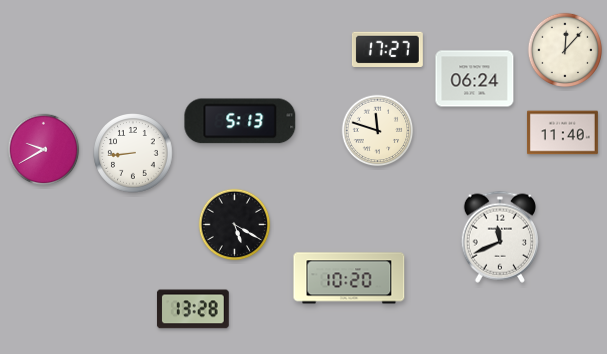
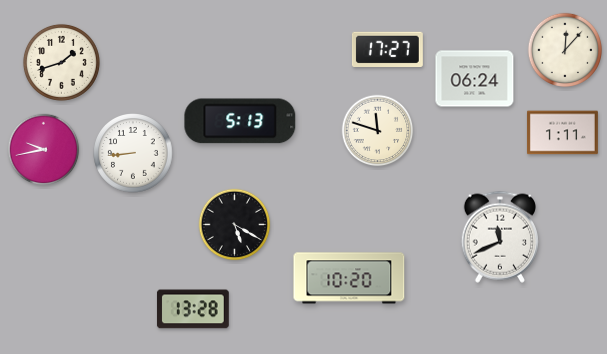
clock at (61, 62): none -> 1:42
clock at (562, 133): 11:40 -> 1:11
clock at (44, 150): 9:40 -> 9:43
